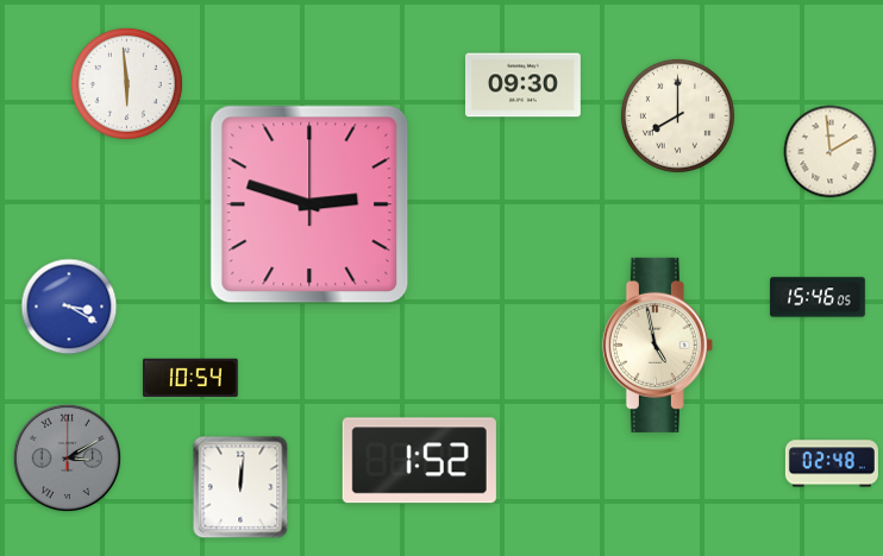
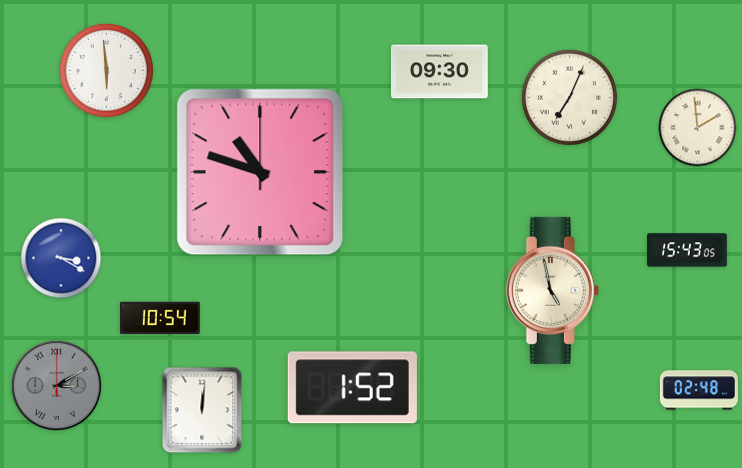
clock at (677, 115): 8:00 -> 7:04
clock at (309, 204): 2:48 -> 10:48
clock at (818, 297): 15:46 -> 15:43
clock at (69, 307) position: (69, 307) -> (61, 258)
